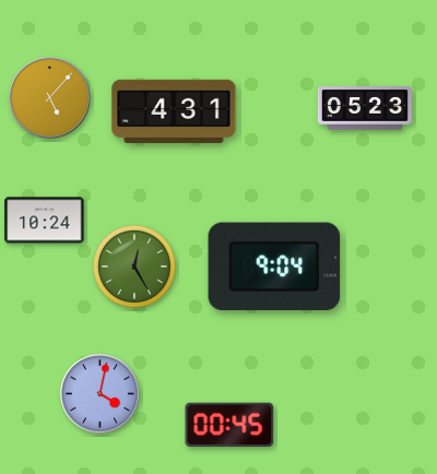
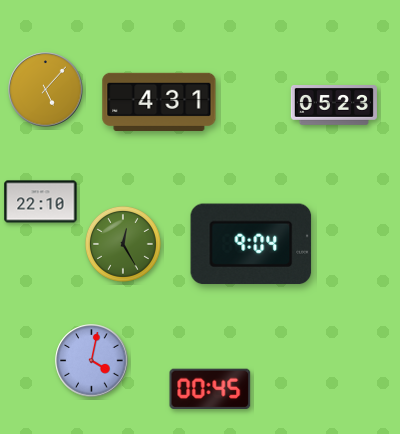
clock at (365, 109) position: (365, 109) -> (334, 106)
clock at (45, 221): 10:24 -> 22:10
